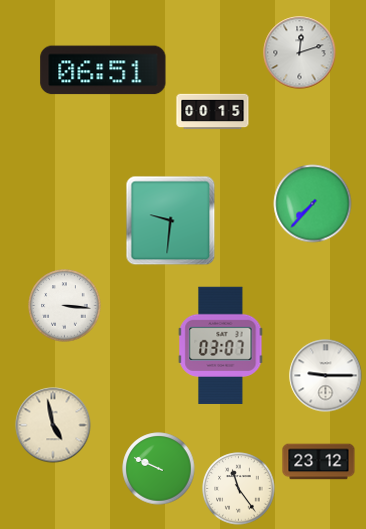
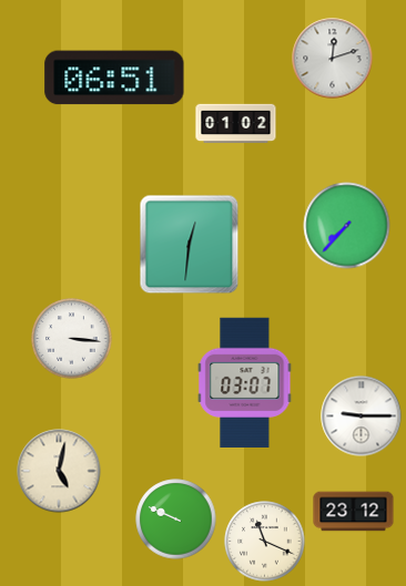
clock at (213, 112): 00:15 -> 01:02
clock at (171, 221): 9:31 -> 12:31
clock at (53, 425): 4:58 -> 5:02
clock at (239, 489): 11:24 -> 11:19
